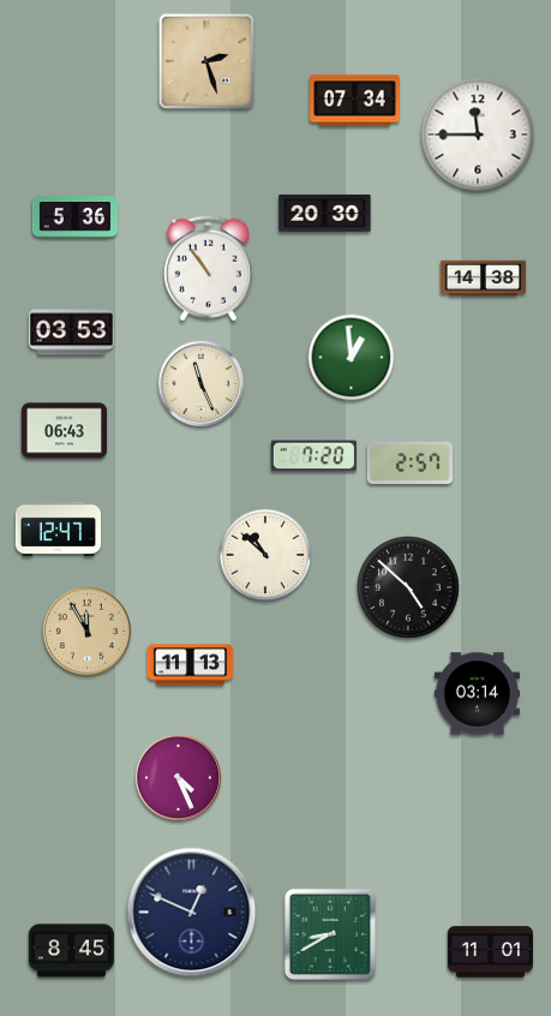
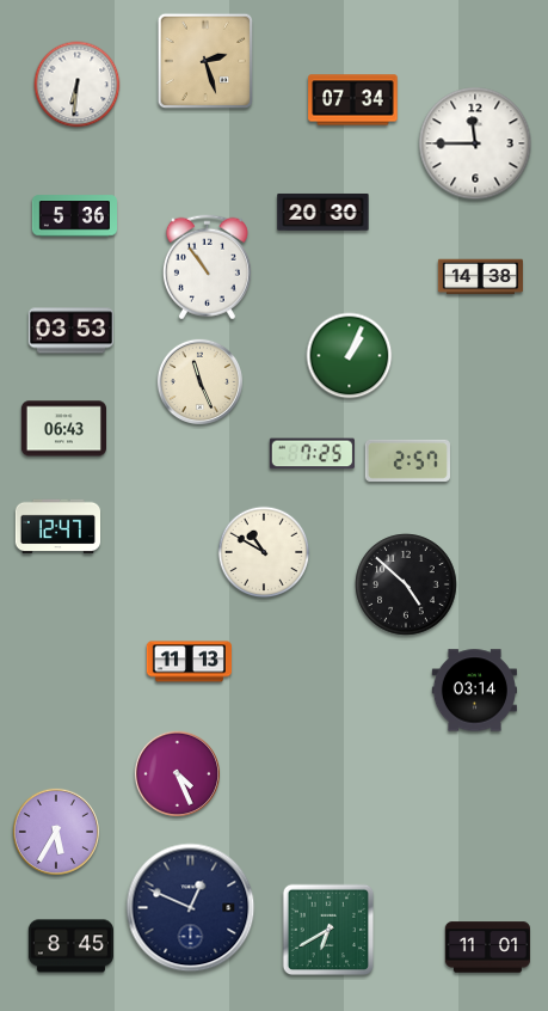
clock at (78, 85): none -> 6:31
clock at (478, 135) position: (478, 135) -> (475, 143)
clock at (352, 358): 12:59 -> 1:04
clock at (313, 456): 7:20 -> 7:25
clock at (265, 555): 10:52 -> 10:50
clock at (86, 630): 11:55 -> none
clock at (56, 832): none -> 5:35
clock at (330, 934): 8:40 -> 6:40
